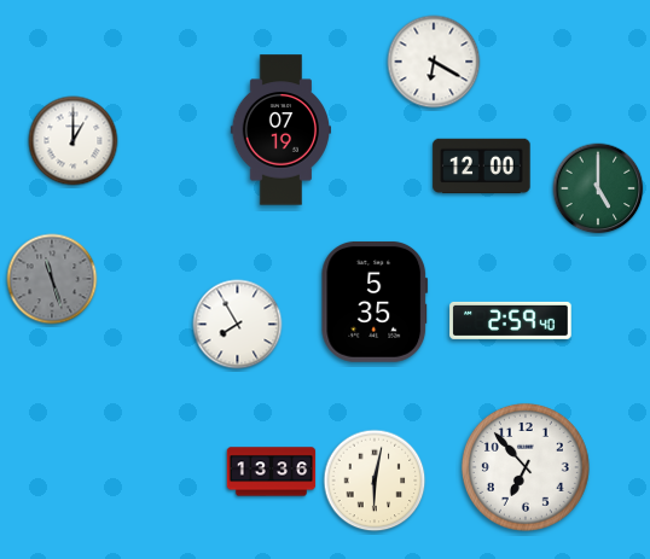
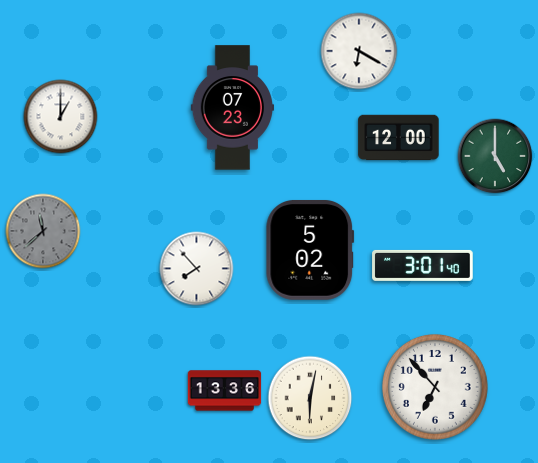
clock at (280, 130): 07:19 -> 07:23
clock at (52, 279): 11:27 -> 11:38
clock at (375, 302): 5:35 -> 5:02
clock at (511, 320): 2:59 -> 3:01
clock at (238, 325): 7:55 -> 7:53
